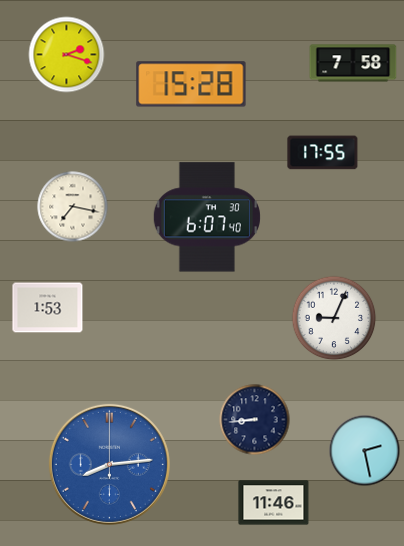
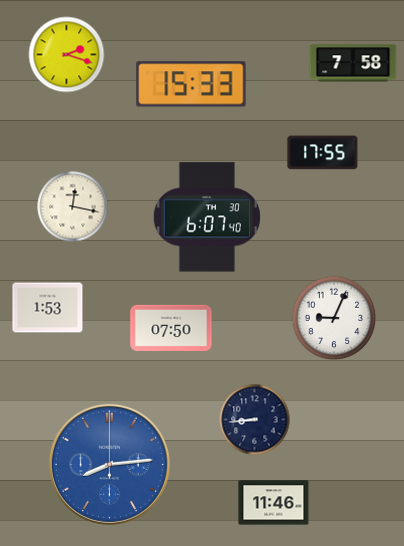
clock at (191, 84): 15:28 -> 15:33
clock at (73, 207): 7:17 -> 12:17
clock at (171, 328): none -> 07:50
clock at (365, 451): 2:28 -> none
